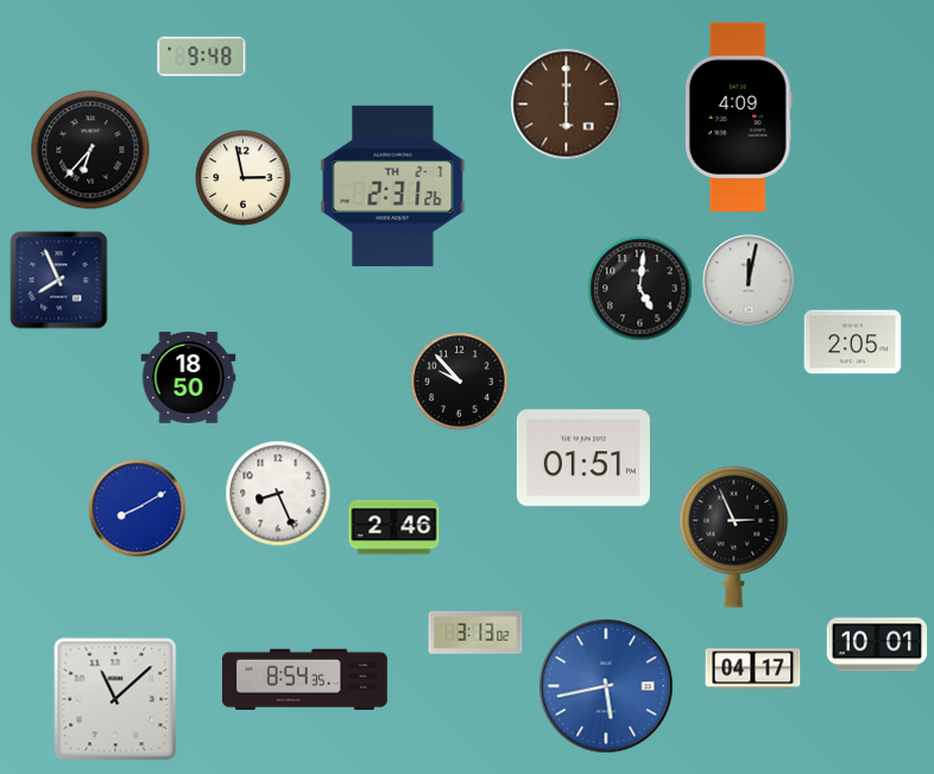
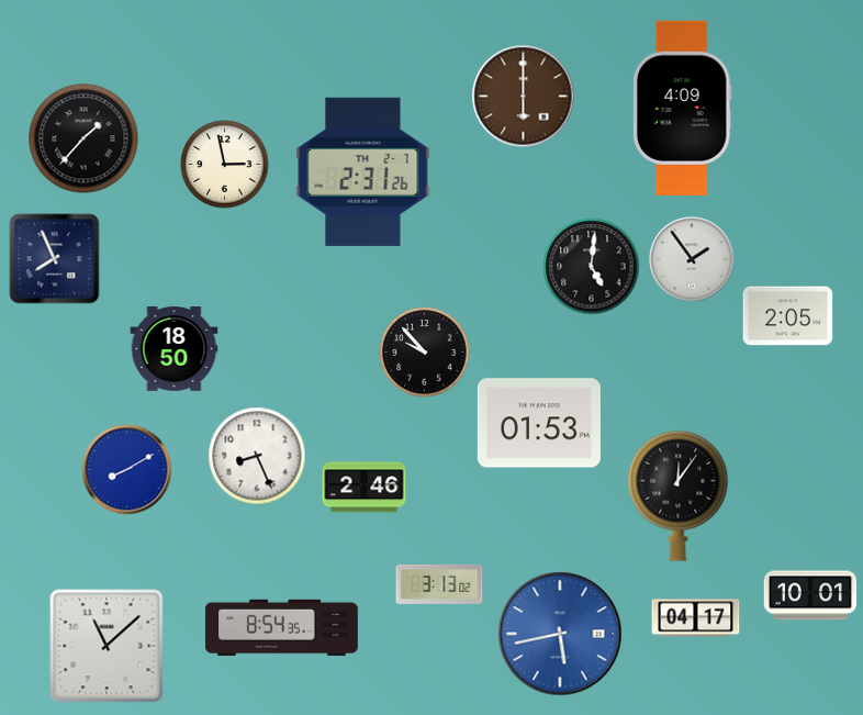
clock at (202, 56): 9:48 -> none
clock at (90, 150): 6:37 -> 1:37
clock at (749, 281): 12:02 -> 1:54
clock at (583, 458): 01:51 -> 01:53
clock at (734, 536): 2:56 -> 12:06
